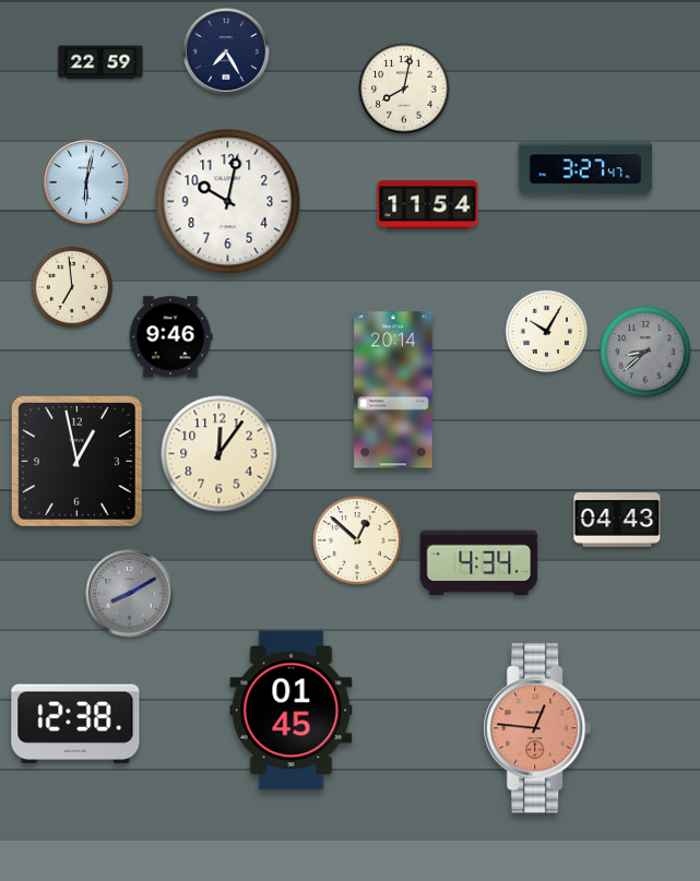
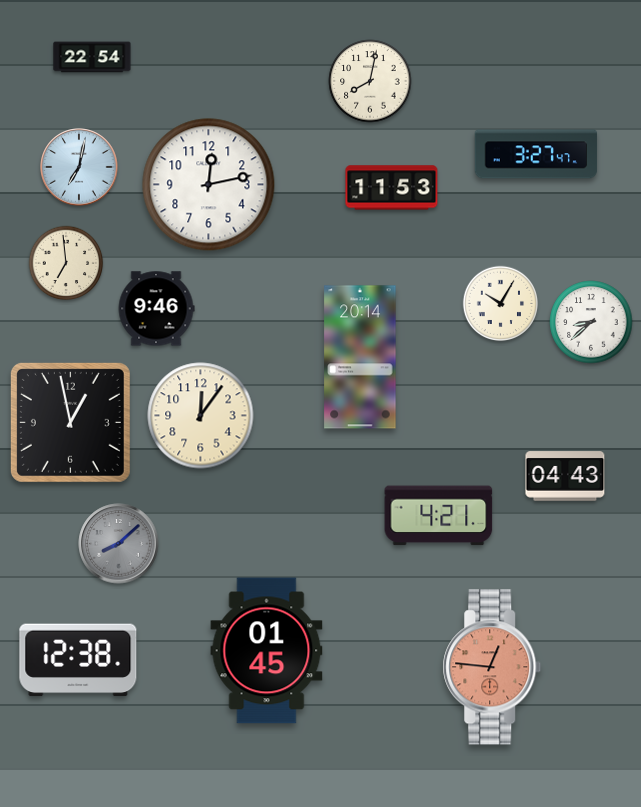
clock at (226, 51): 7:25 -> none
clock at (100, 62): 22:59 -> 22:54
clock at (86, 182): 6:02 -> 7:02
clock at (228, 202): 10:02 -> 12:13
clock at (428, 205): 11:54 -> 11:53
clock at (645, 352) dial: grey -> white
clock at (357, 540): 12:52 -> none
clock at (479, 563): 4:34 -> 4:21
clock at (130, 594): 8:10 -> 8:08
clock at (75, 724) position: (75, 724) -> (78, 660)
